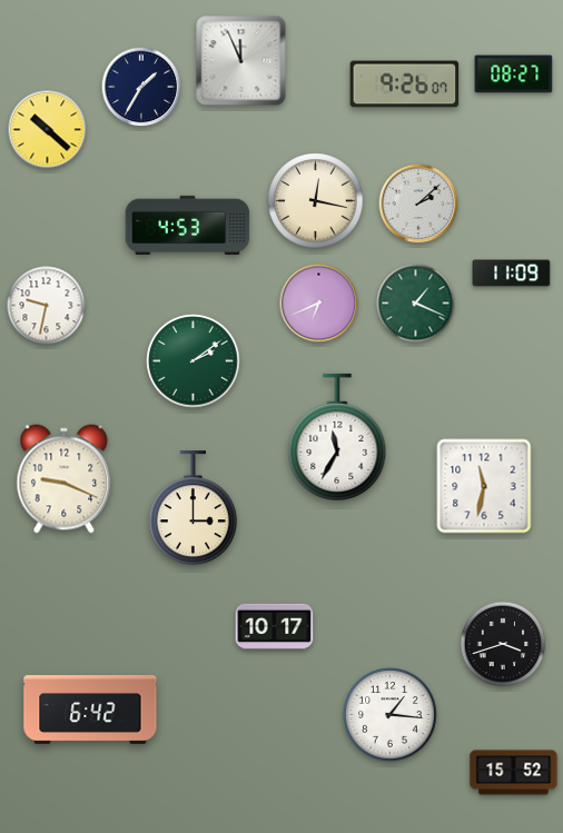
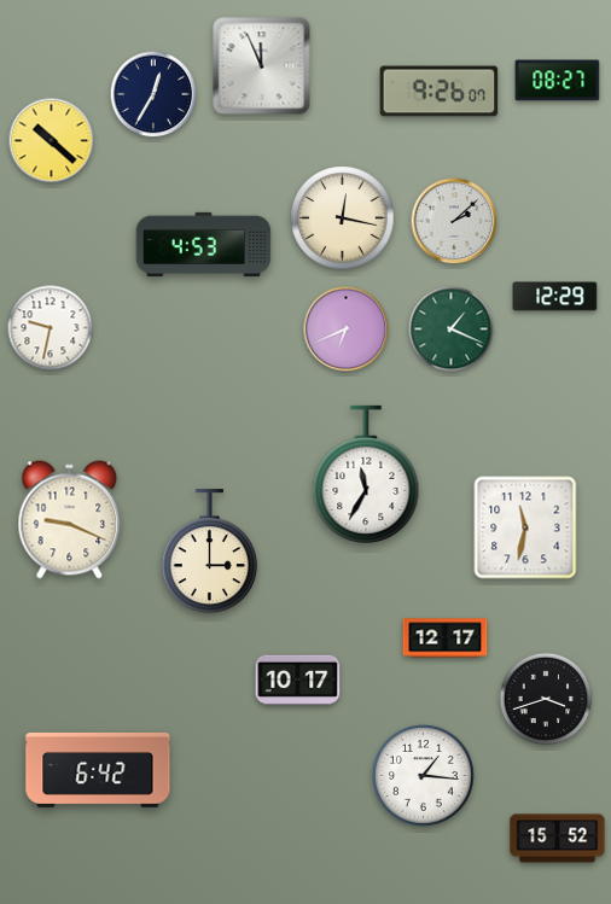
clock at (141, 87): 1:35 -> 12:35
clock at (512, 274): 11:09 -> 12:29
clock at (47, 306) position: (47, 306) -> (51, 328)
clock at (194, 361): 2:09 -> none
clock at (446, 638): none -> 12:17
